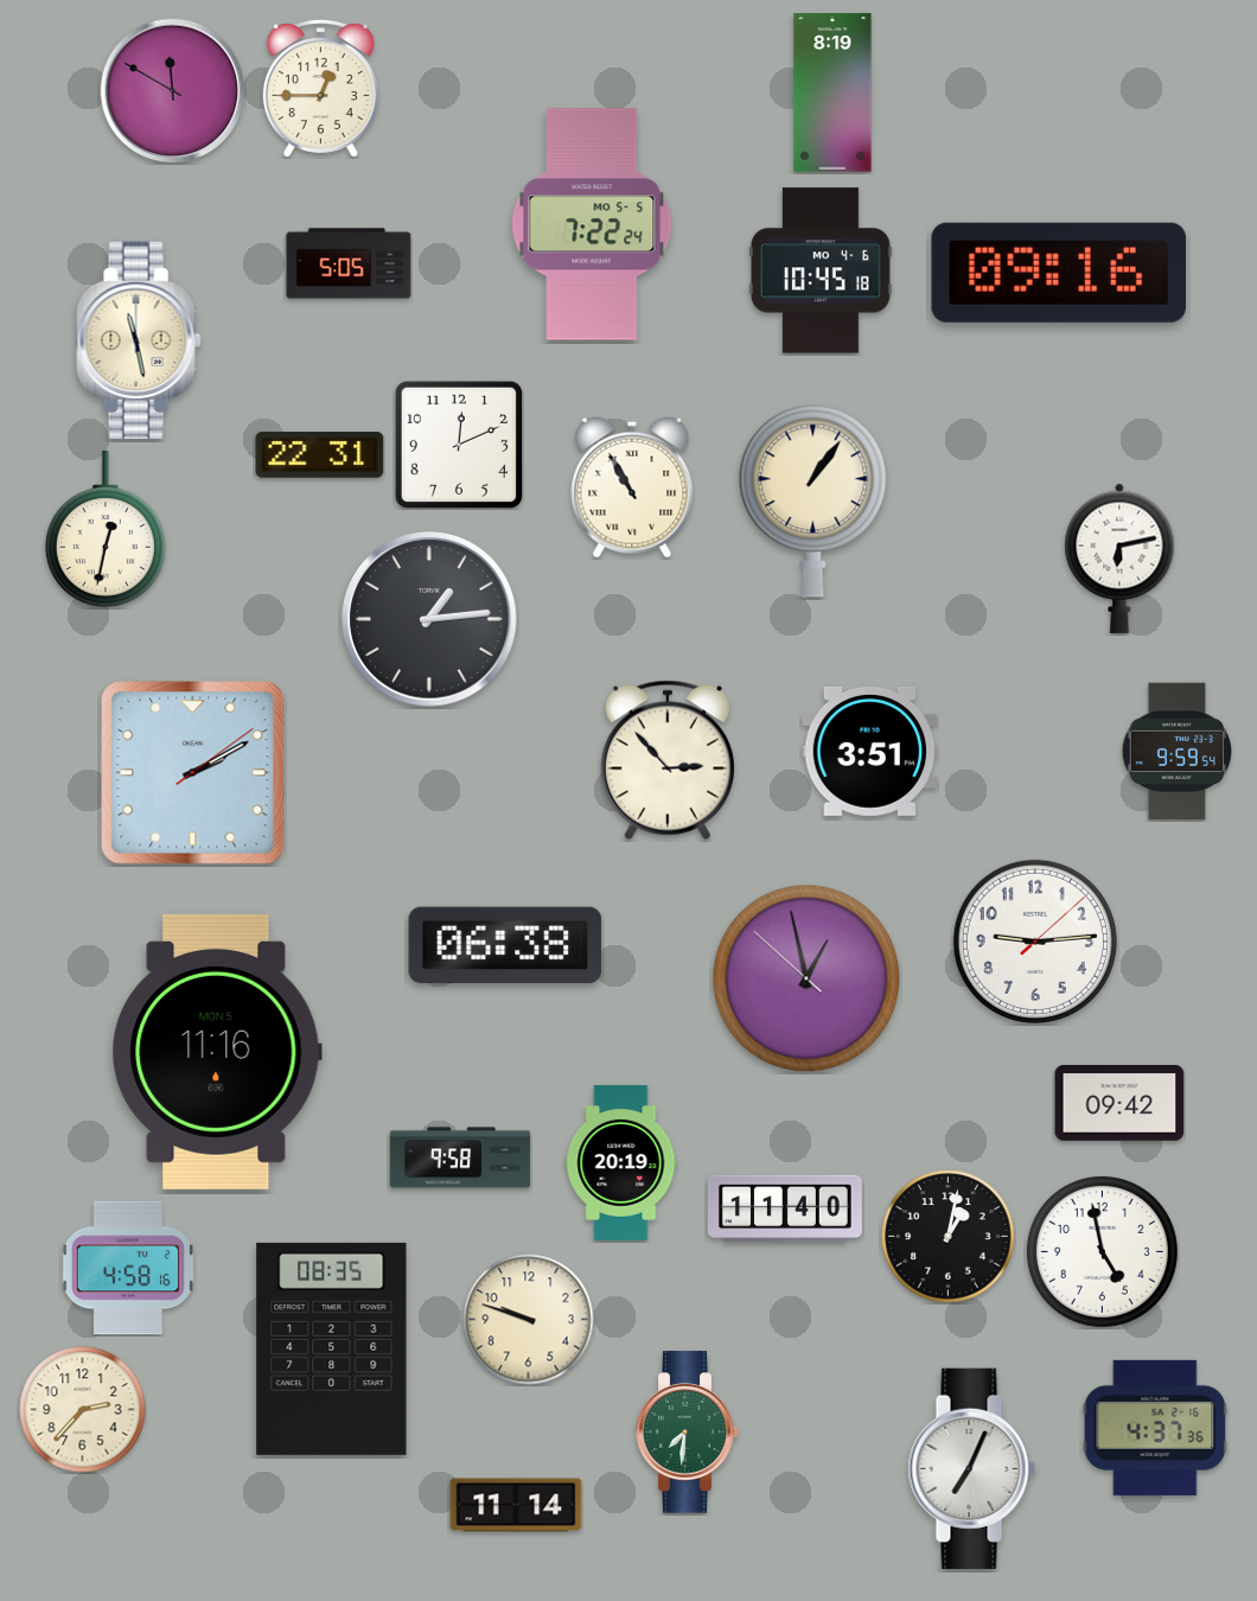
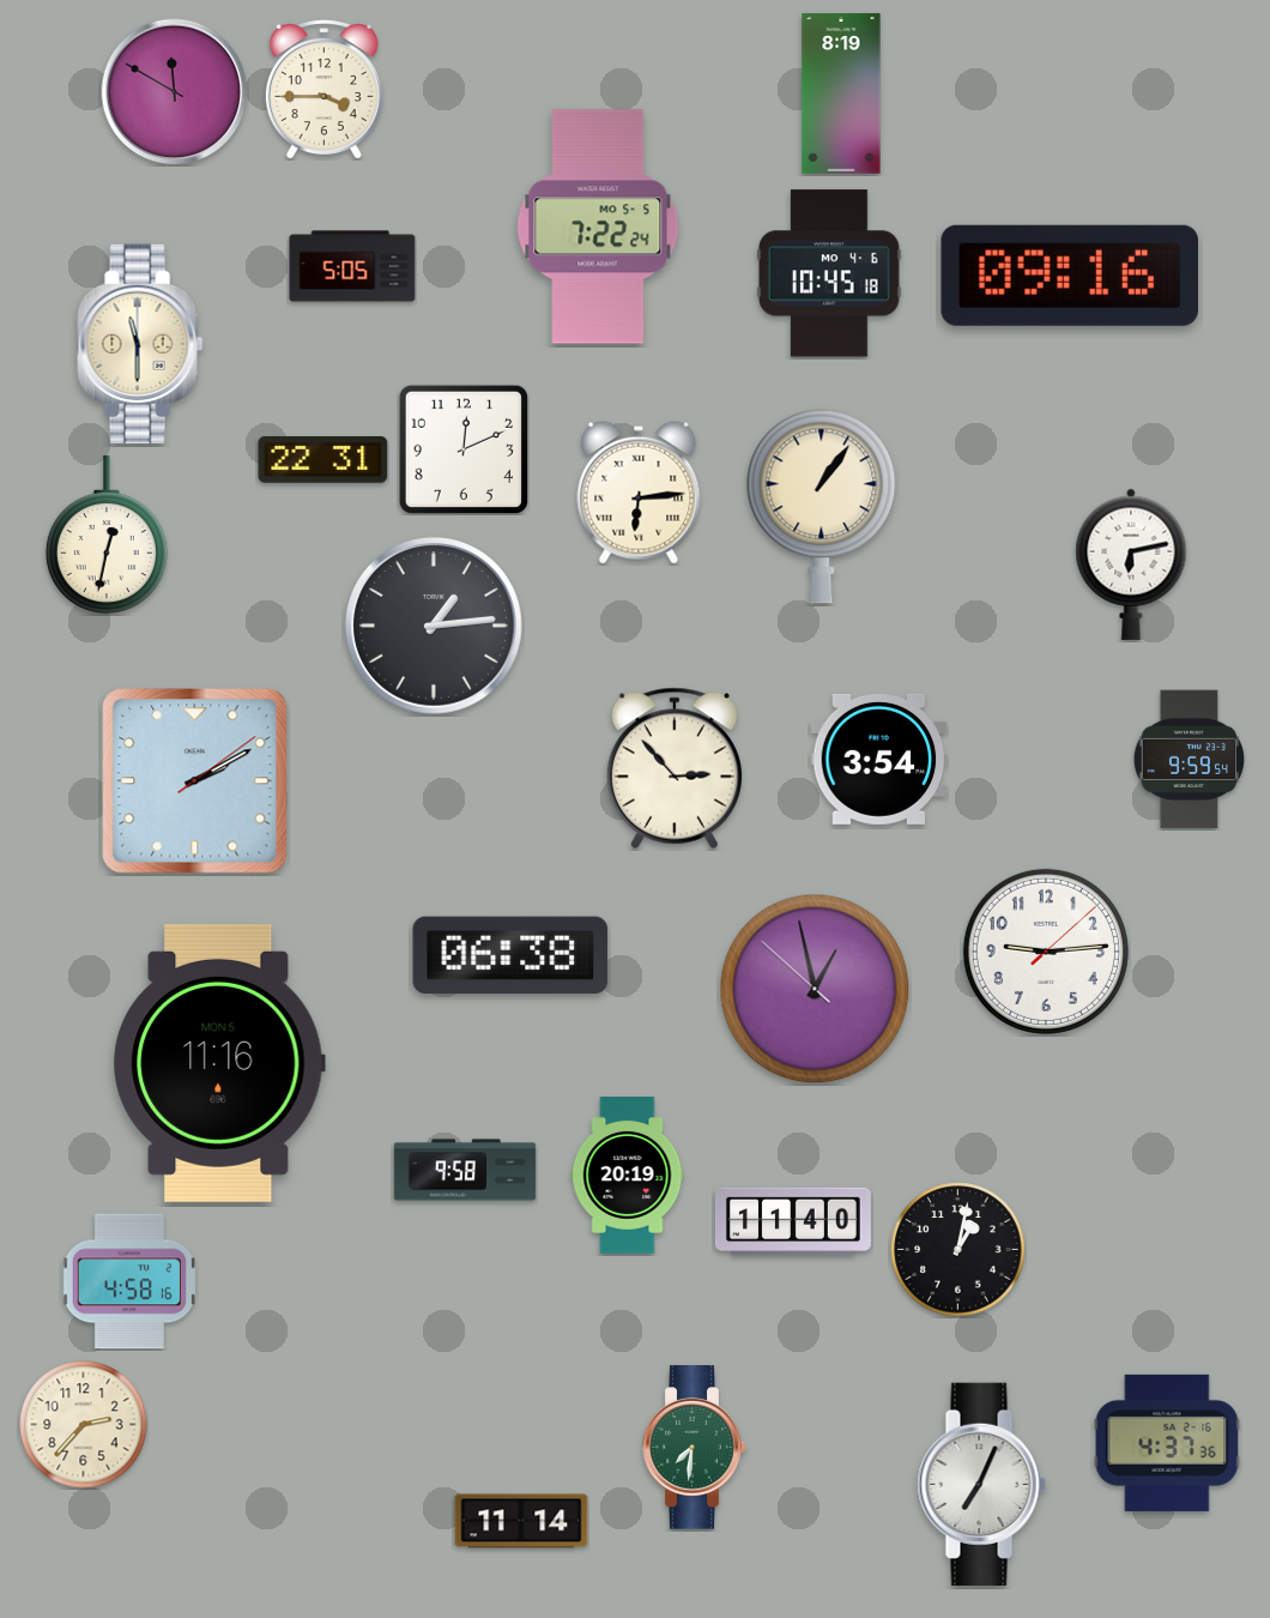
clock at (320, 89): 12:45 -> 3:45
clock at (139, 340): 11:28 -> 11:30
clock at (632, 487): 10:55 -> 6:14
clock at (870, 751): 3:51 -> 3:54
clock at (1119, 1104): 09:42 -> none
clock at (1102, 1251): 4:58 -> none
clock at (529, 1320): 9:48 -> none
clock at (332, 1348): 08:35 -> none
